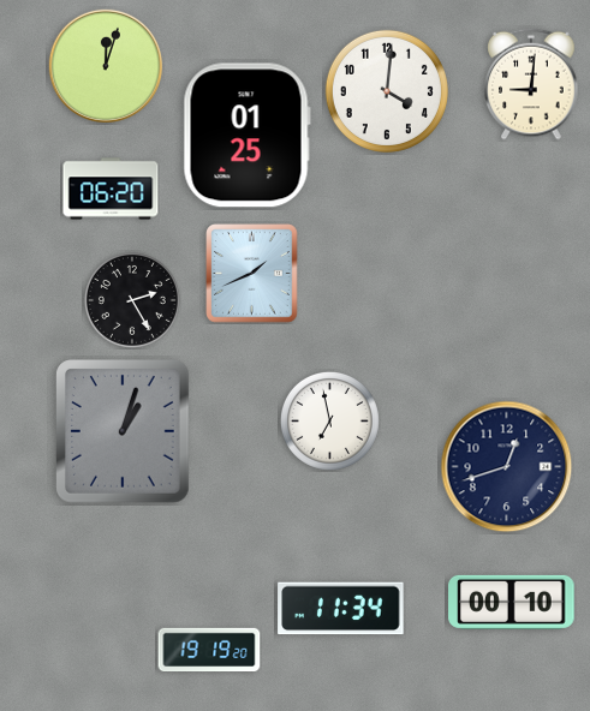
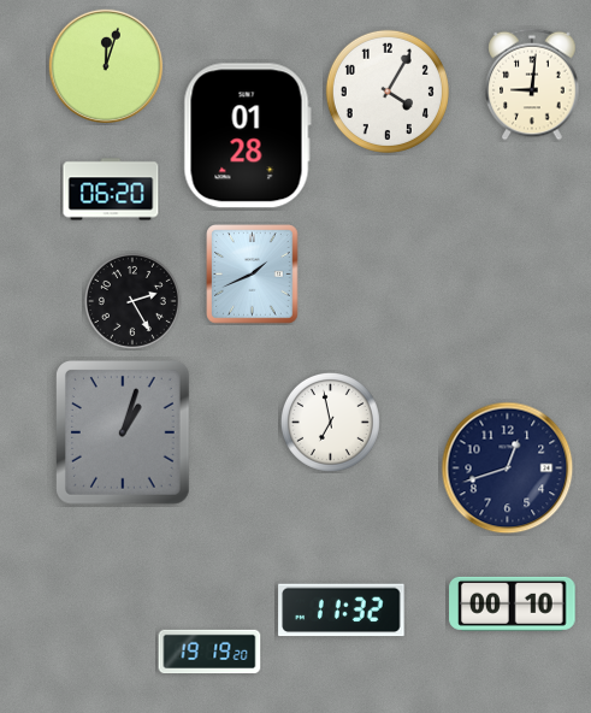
clock at (387, 91): 4:01 -> 4:05
clock at (246, 136): 01:25 -> 01:28
clock at (341, 609): 11:34 -> 11:32
